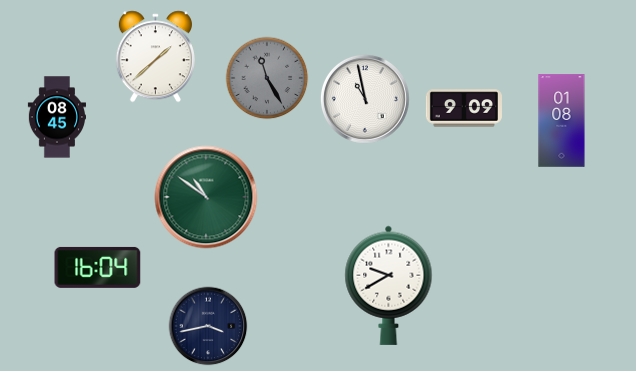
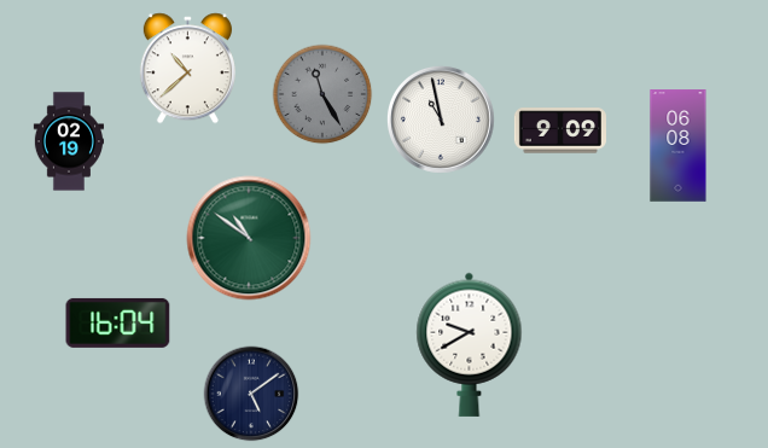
clock at (155, 57): 1:38 -> 10:38
clock at (56, 117): 08:45 -> 02:19
clock at (562, 121): 01:08 -> 06:08
clock at (208, 326): 3:43 -> 5:09
